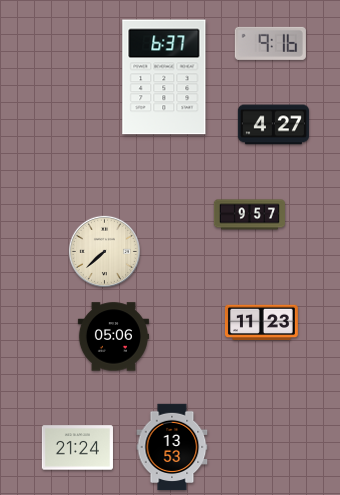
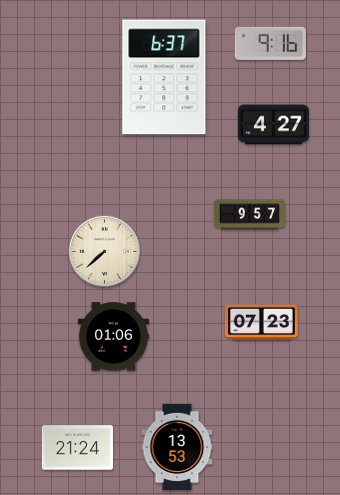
clock at (262, 323): 11:23 -> 07:23
clock at (113, 337): 05:06 -> 01:06
clock at (172, 447) position: (172, 447) -> (177, 447)
